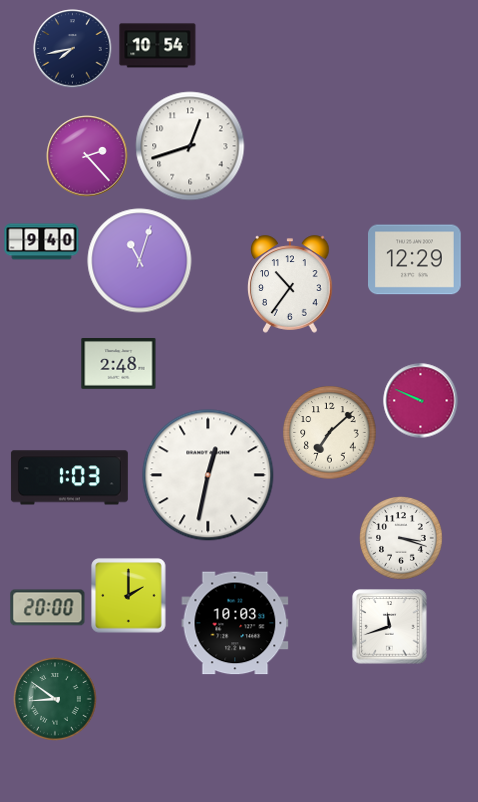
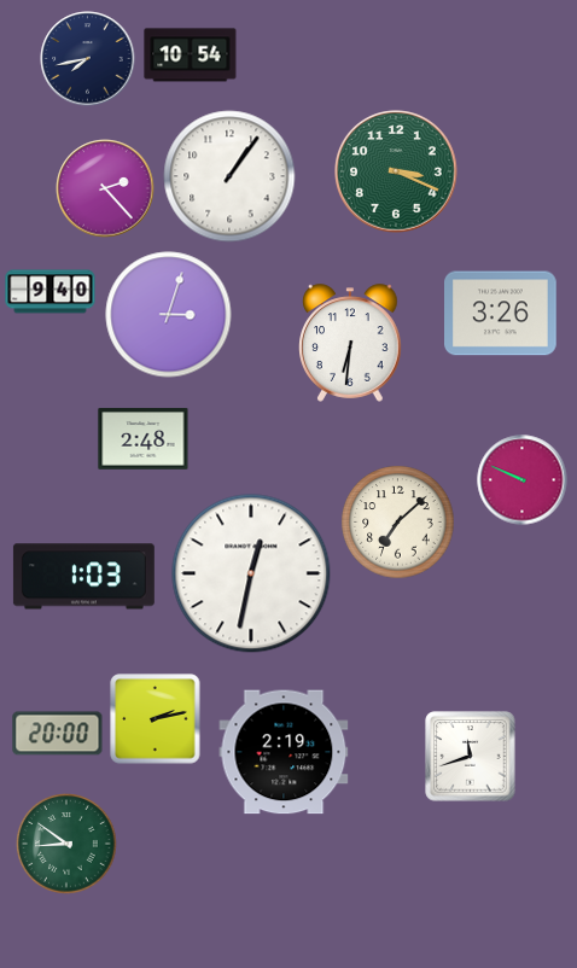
clock at (396, 171): none -> 3:19
clock at (190, 146): 12:42 -> 1:06
clock at (415, 260): 12:29 -> 3:26
clock at (140, 261): 11:03 -> 3:03
clock at (290, 284): 10:36 -> 6:31
clock at (421, 401) position: (421, 401) -> (523, 480)
clock at (401, 538): 3:18 -> none
clock at (129, 596): 2:00 -> 2:13
clock at (235, 623): 10:03 -> 2:19
